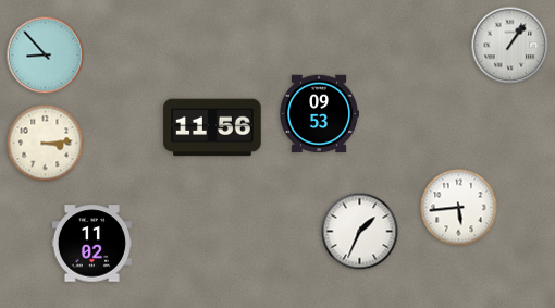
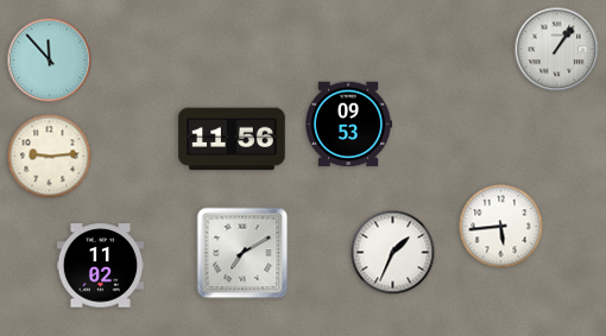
clock at (46, 56): 8:53 -> 11:53
clock at (46, 144): 3:14 -> 9:14
clock at (242, 253): none -> 7:10
